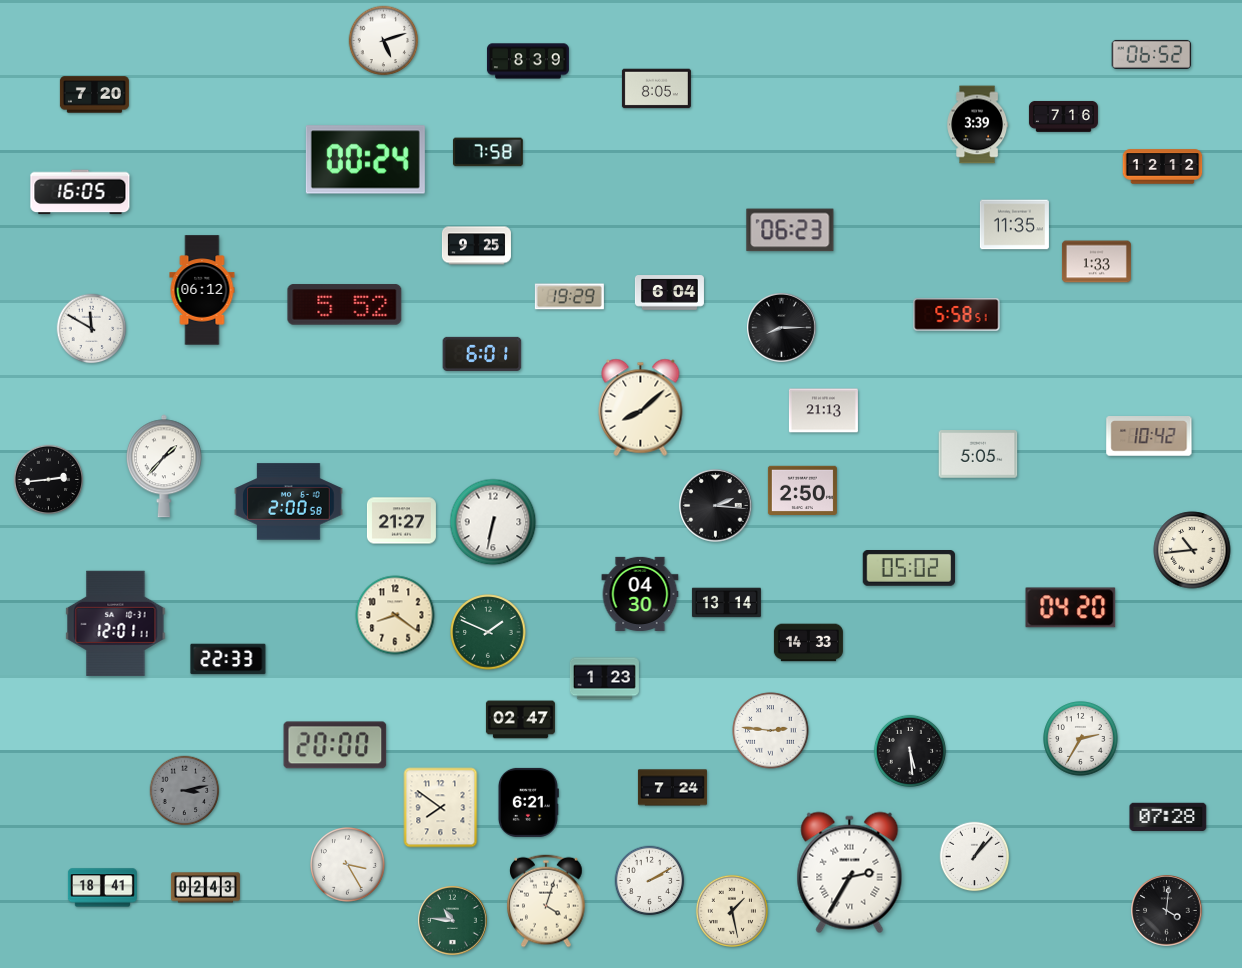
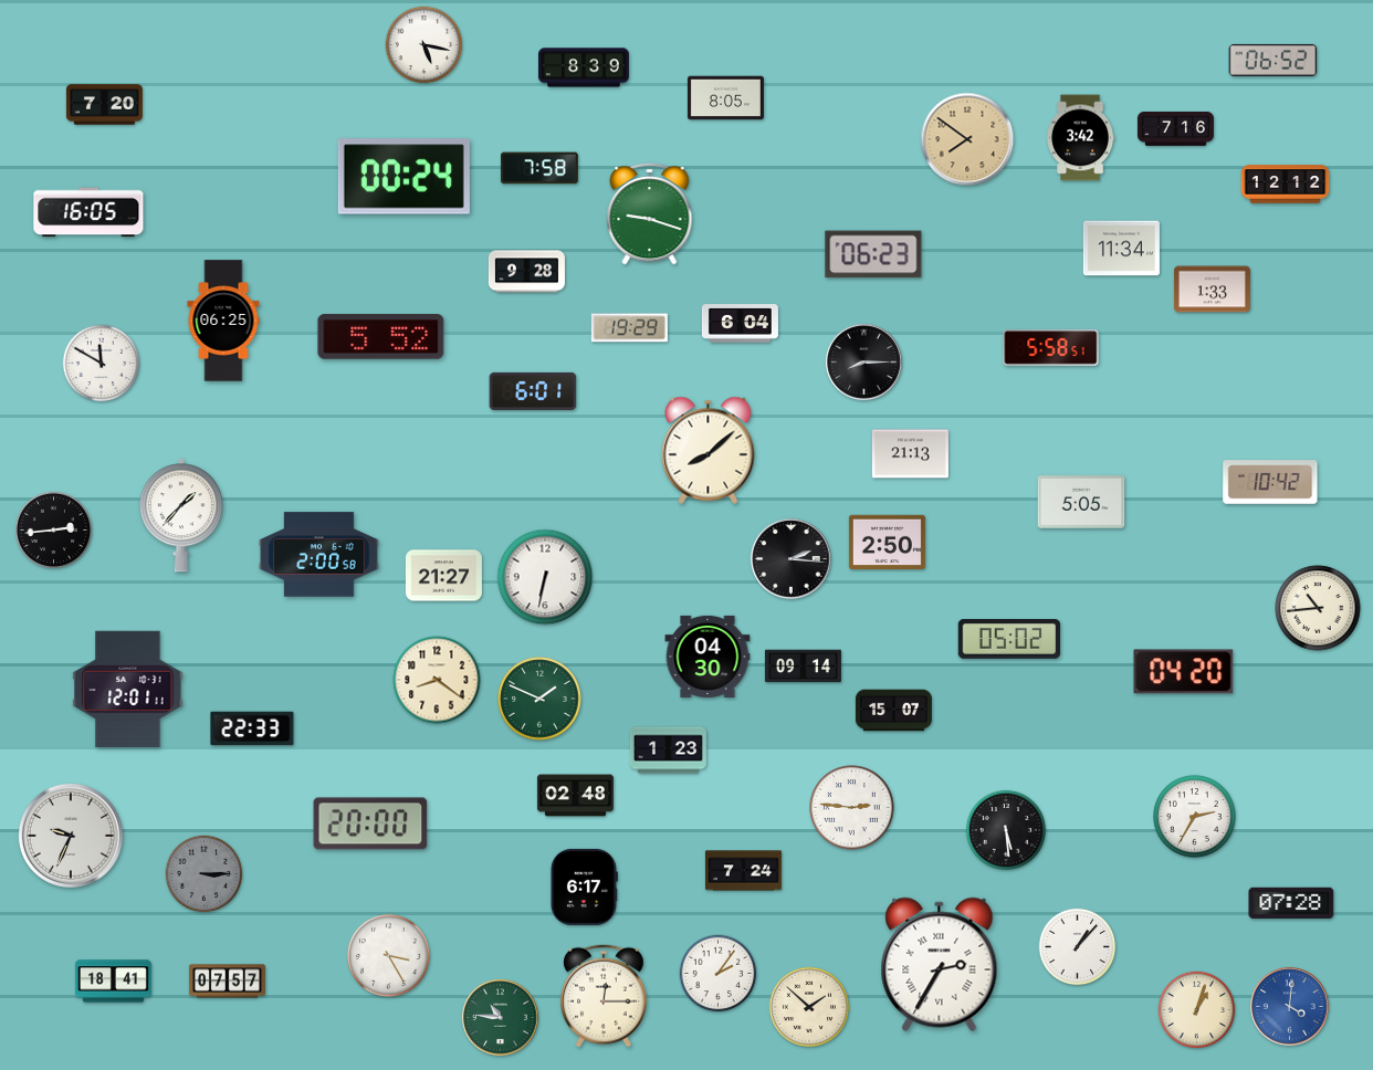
clock at (384, 41): 5:12 -> 5:17
clock at (978, 125): 3:39 -> 3:42
clock at (967, 139): none -> 7:51
clock at (650, 213): none -> 9:18
clock at (1014, 225): 11:35 -> 11:34
clock at (476, 246): 9:25 -> 9:28
clock at (202, 290): 06:12 -> 06:25
clock at (957, 315) position: (957, 315) -> (1051, 348)
clock at (909, 569) position: (909, 569) -> (1009, 640)
clock at (726, 603): 13:14 -> 09:14
clock at (808, 643): 14:33 -> 15:07
clock at (520, 720): 02:47 -> 02:48
clock at (71, 836): none -> 9:34
clock at (185, 791): 3:13 -> 3:15
clock at (528, 802): 6:21 -> 6:17
clock at (441, 808): 7:51 -> none
clock at (348, 865) position: (348, 865) -> (389, 956)
clock at (650, 881): 2:10 -> 2:06
clock at (205, 888): 02:43 -> 07:57
clock at (546, 901): 4:03 -> 12:15
clock at (732, 911): 1:28 -> 1:52
clock at (1167, 911) dial: black -> blue
clock at (1197, 1010): none -> 1:03
